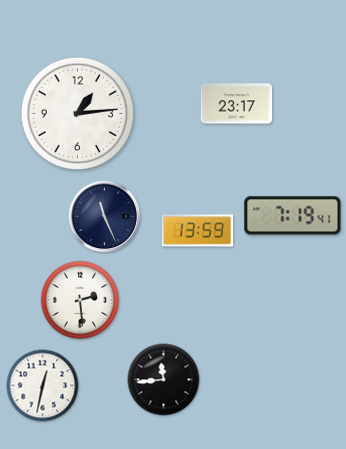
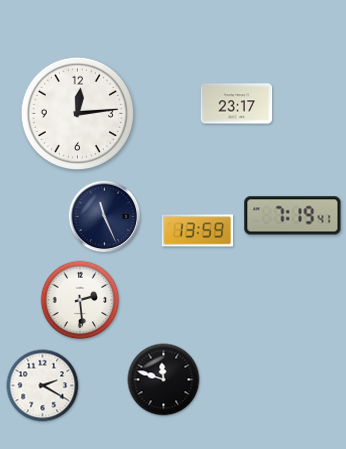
clock at (78, 114): 1:14 -> 12:14
clock at (164, 380): 11:44 -> 11:48
clock at (43, 386): 12:32 -> 2:20
